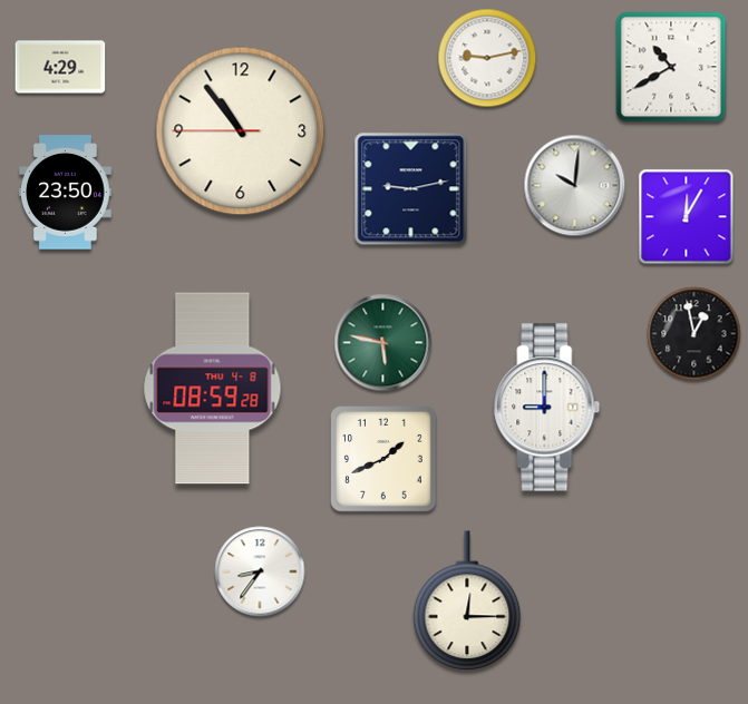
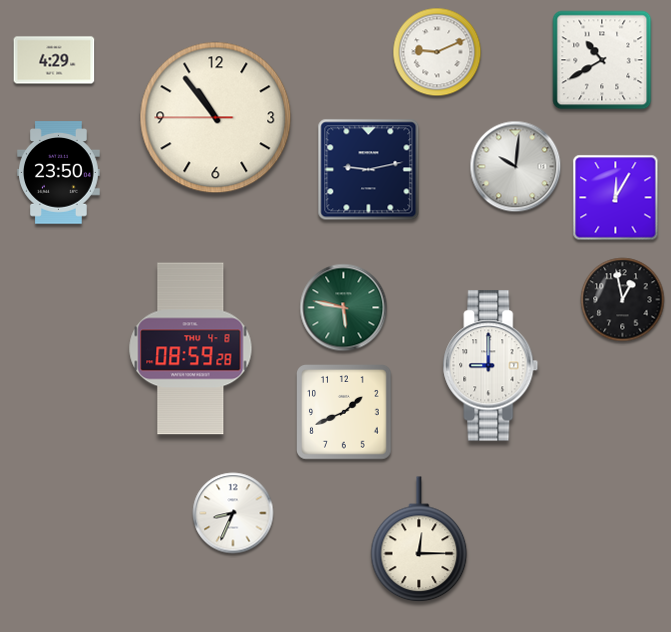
clock at (487, 58): 9:13 -> 9:11
clock at (687, 217) position: (687, 217) -> (616, 198)
clock at (260, 571): 8:36 -> 8:34
